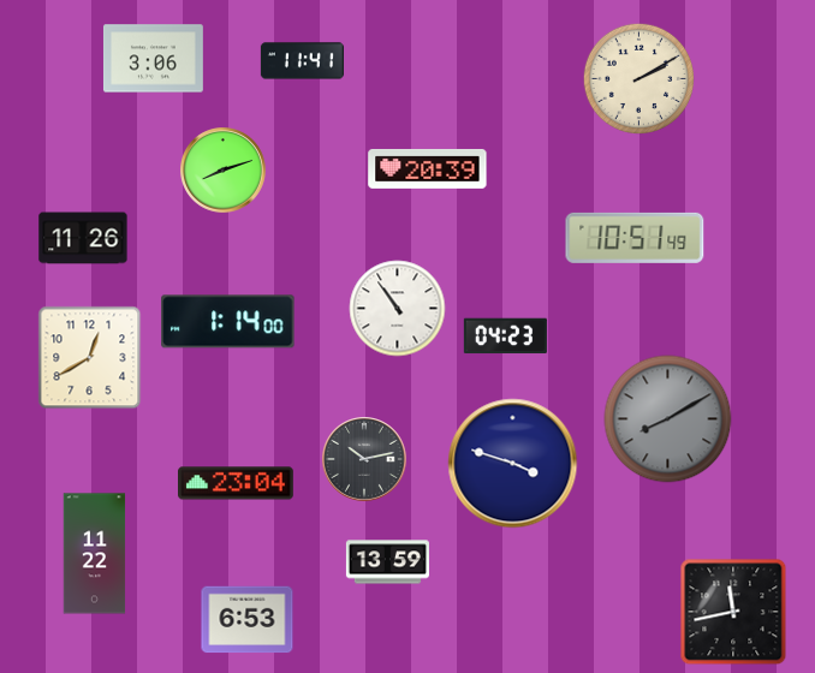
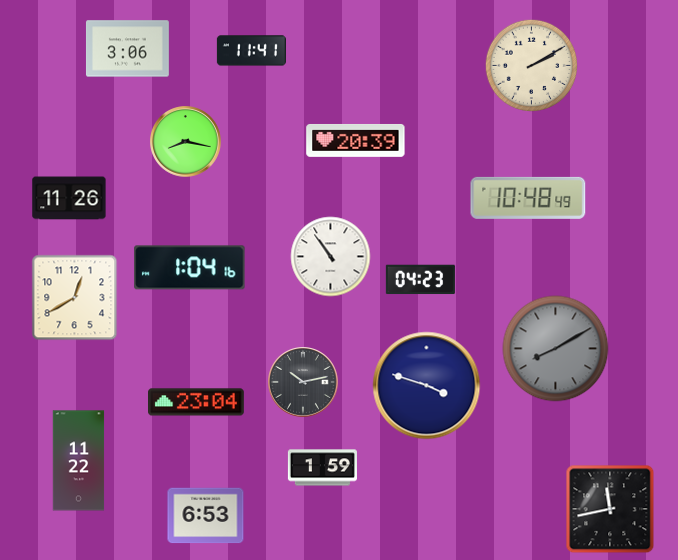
clock at (224, 171): 8:12 -> 8:17
clock at (635, 238): 10:51 -> 10:48
clock at (228, 322): 1:14 -> 1:04
clock at (387, 562): 13:59 -> 1:59
